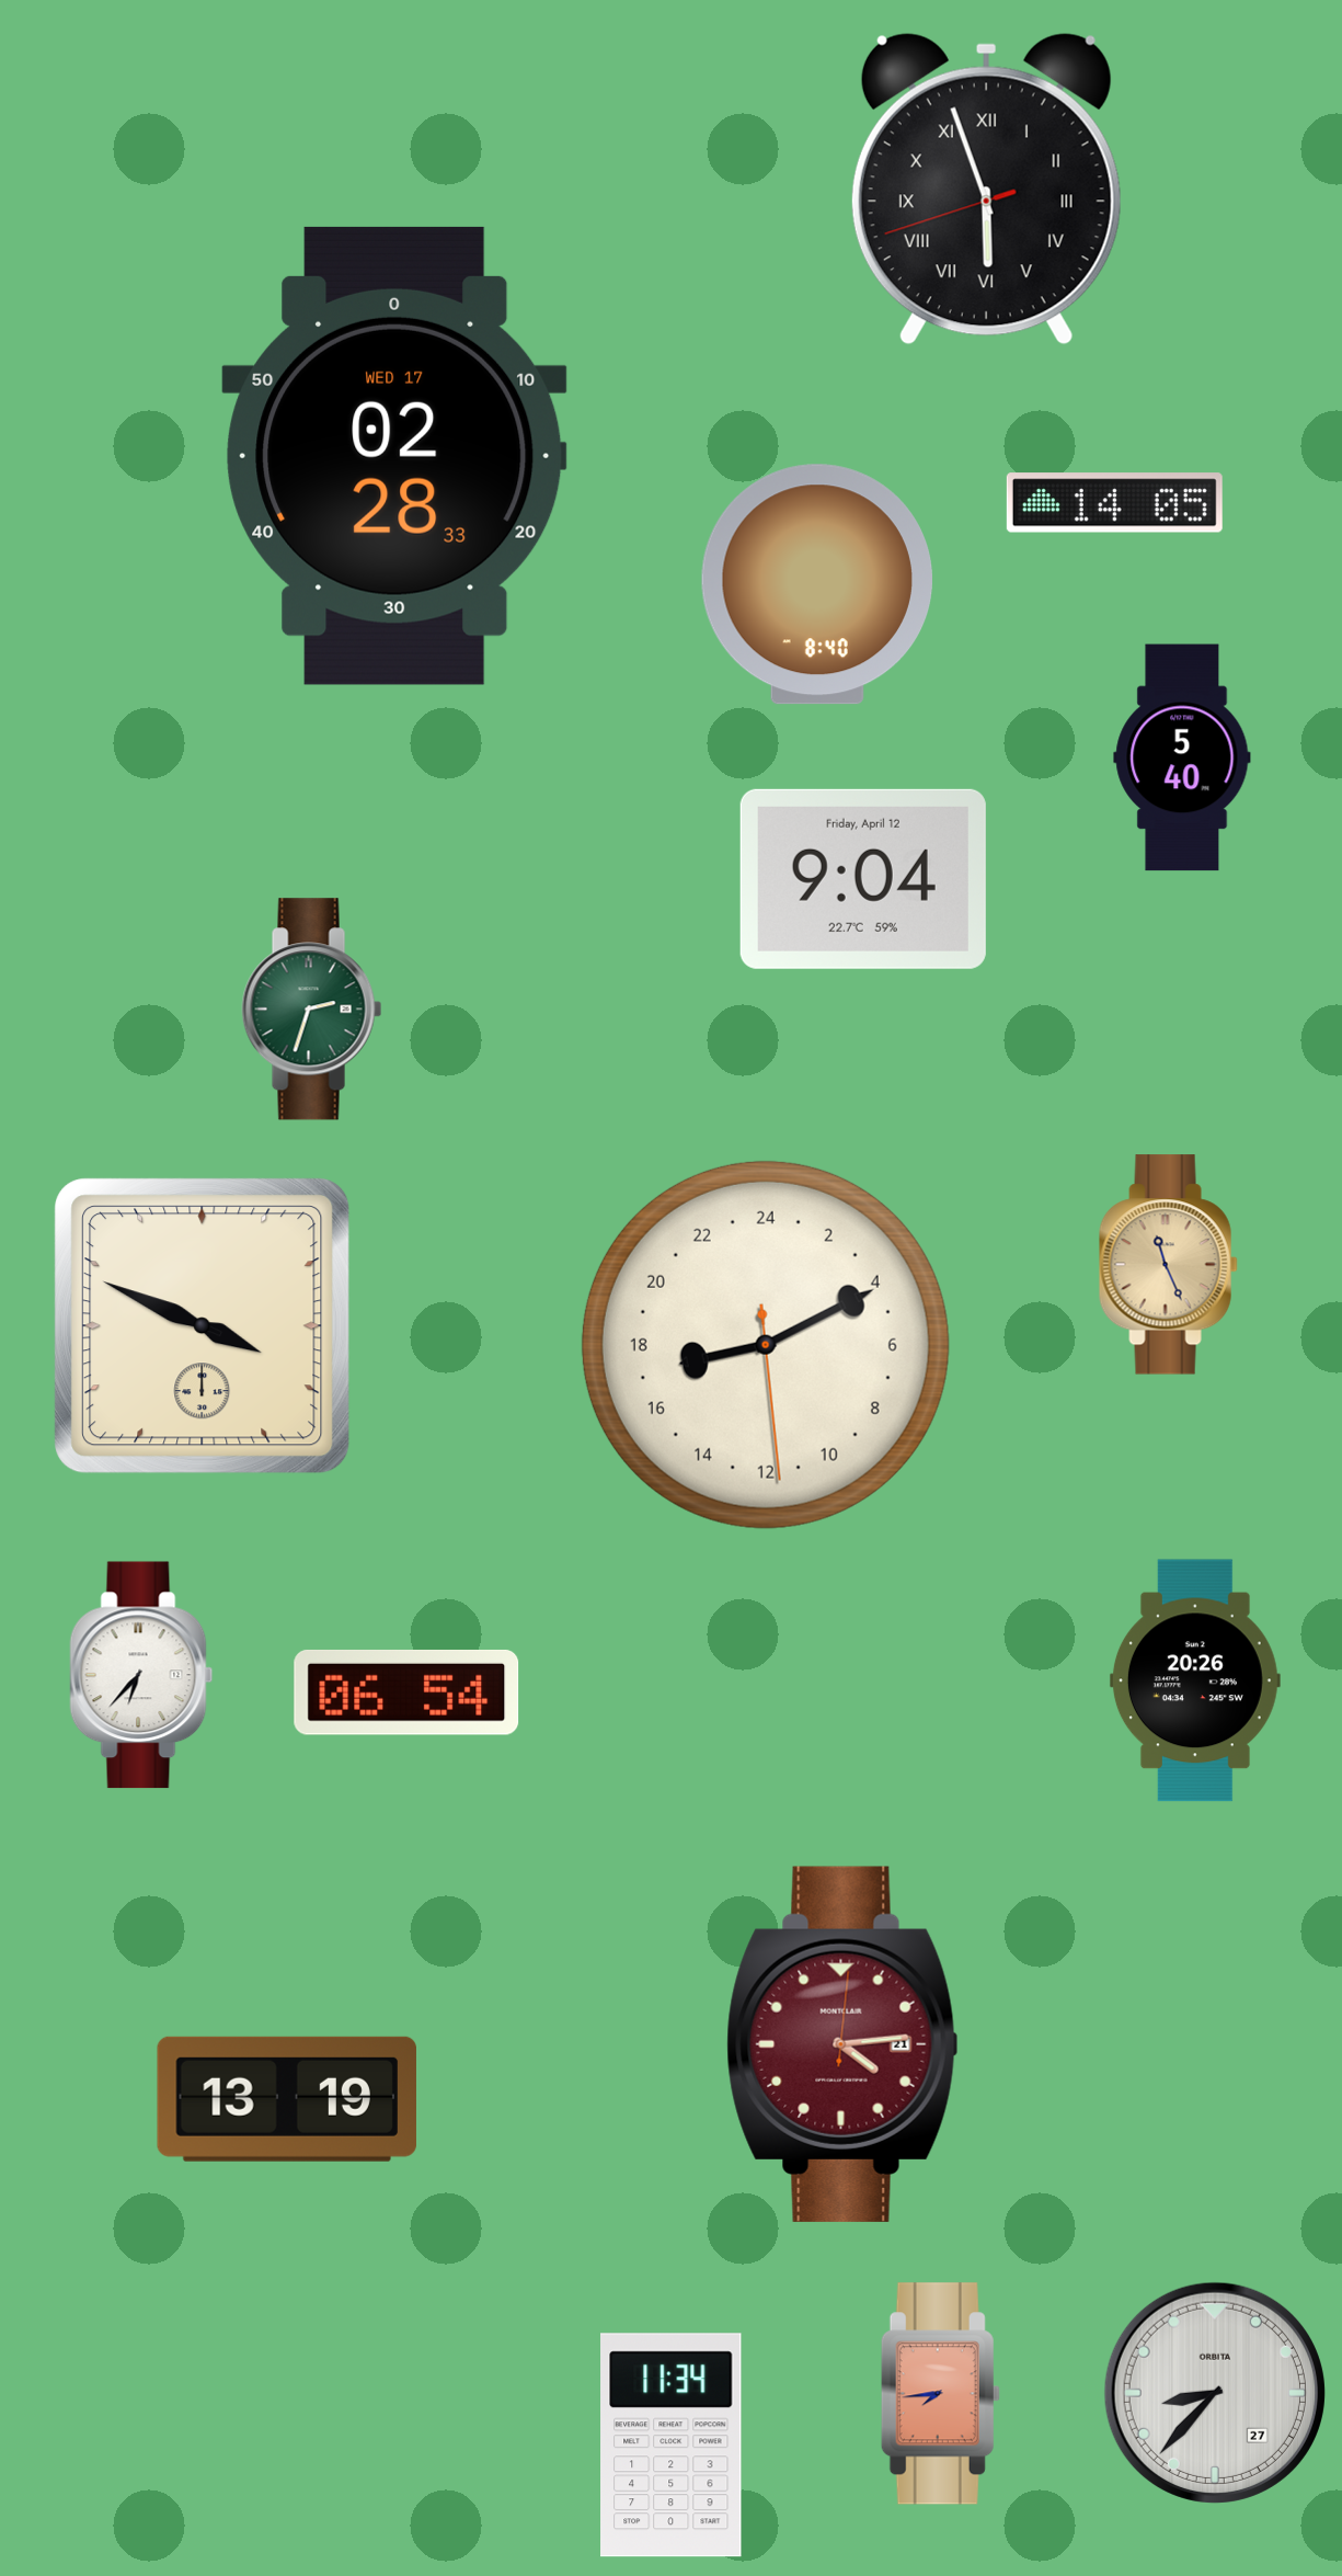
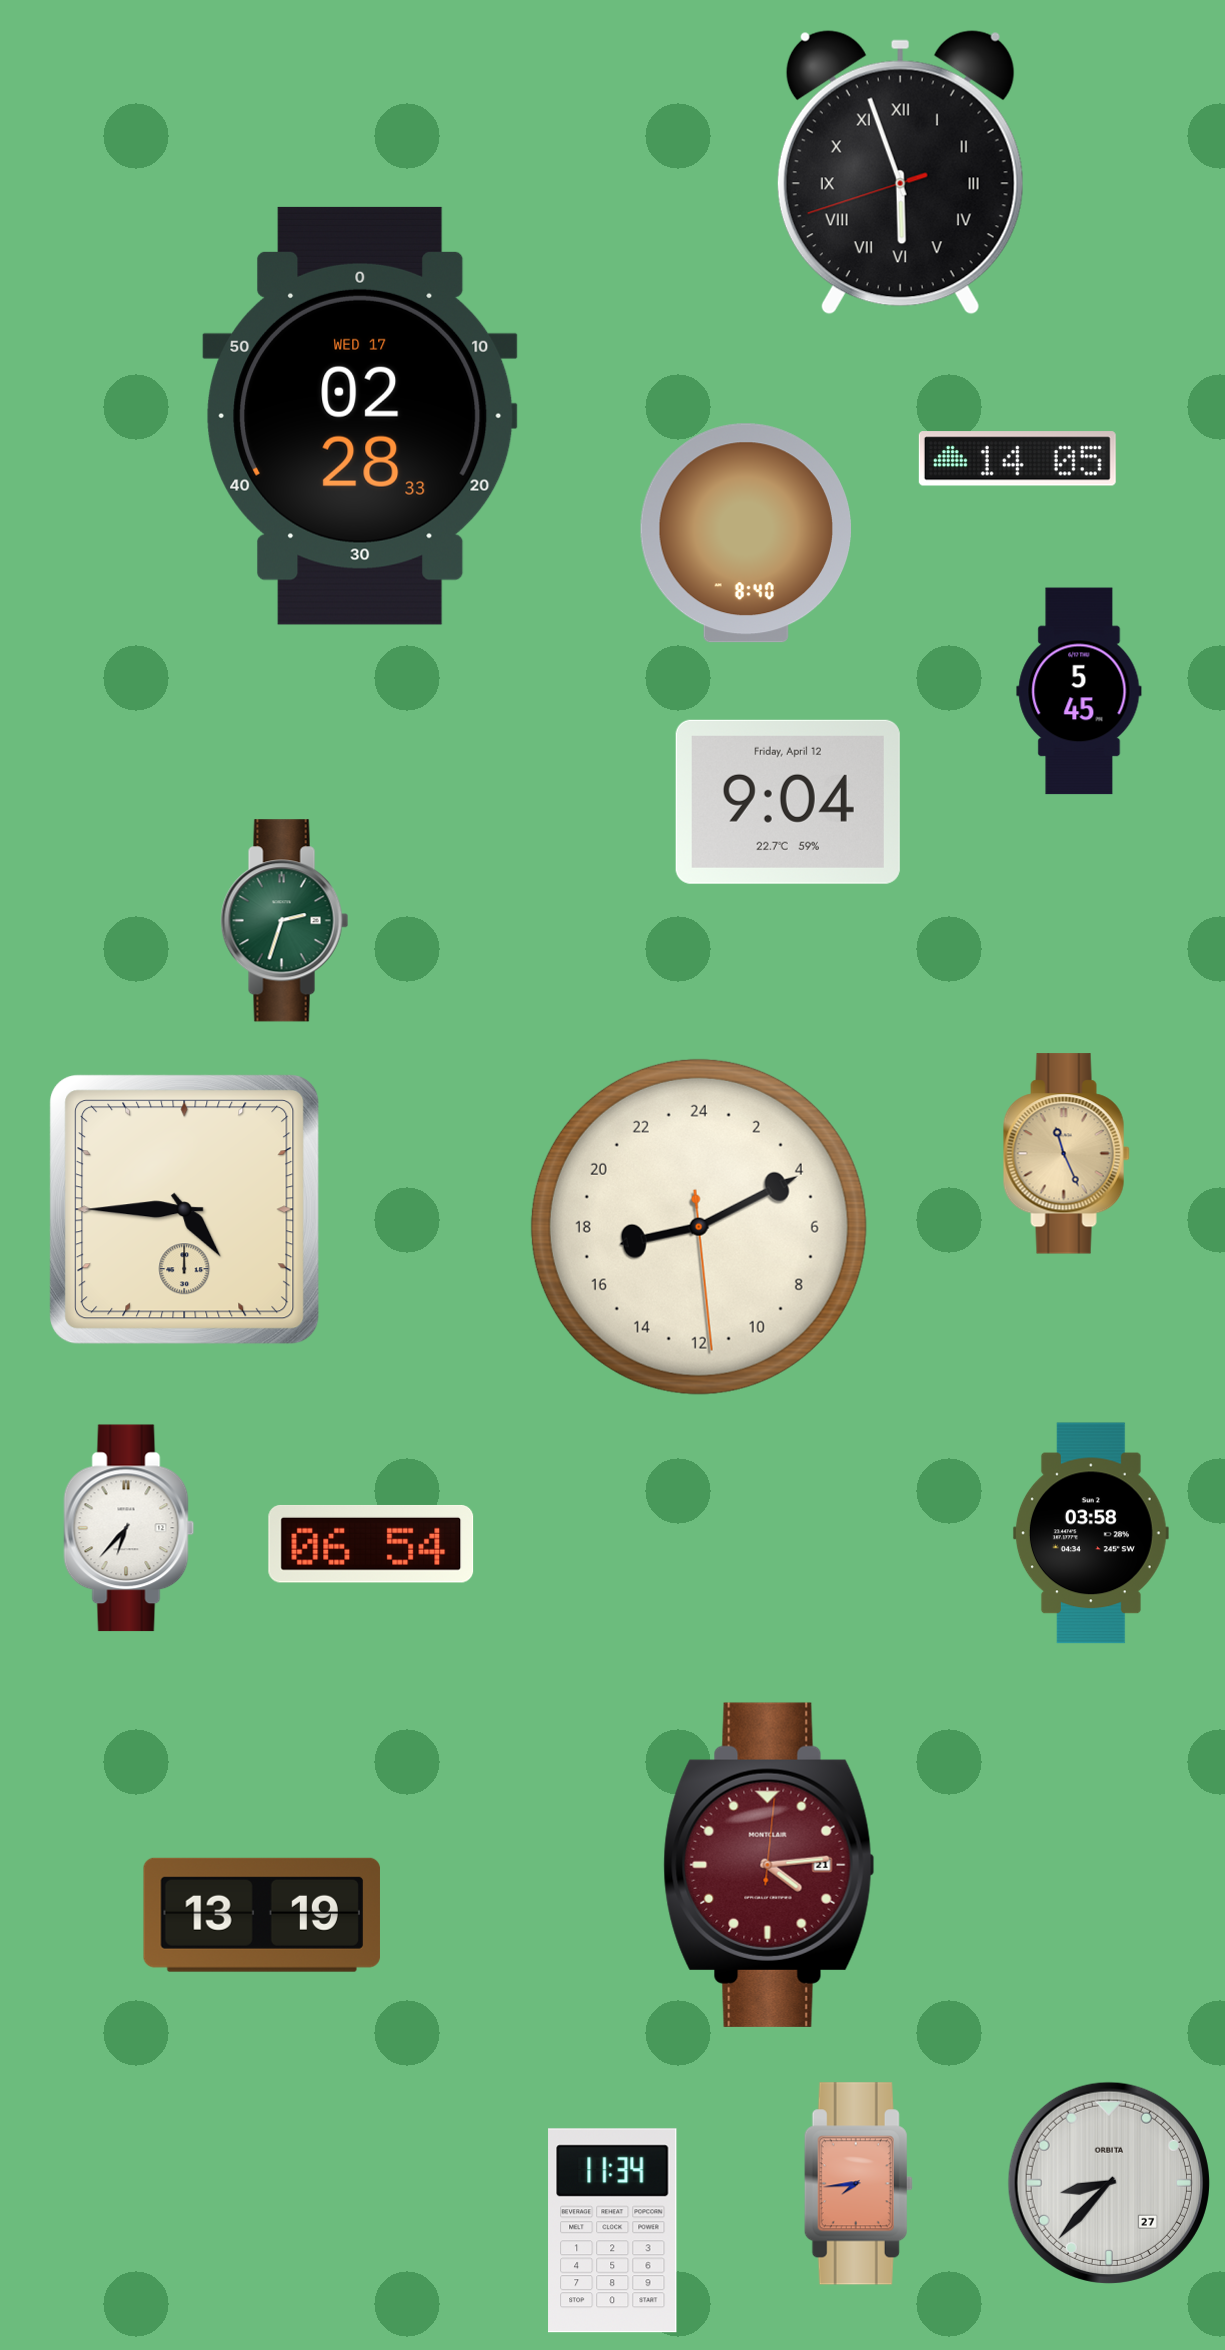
clock at (1182, 757): 5:40 -> 5:45
clock at (203, 1326): 3:49 -> 4:45
clock at (1195, 1680): 20:26 -> 03:58
